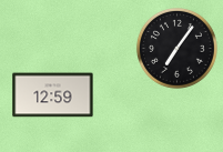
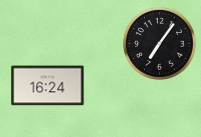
clock at (53, 95): 12:59 -> 16:24
